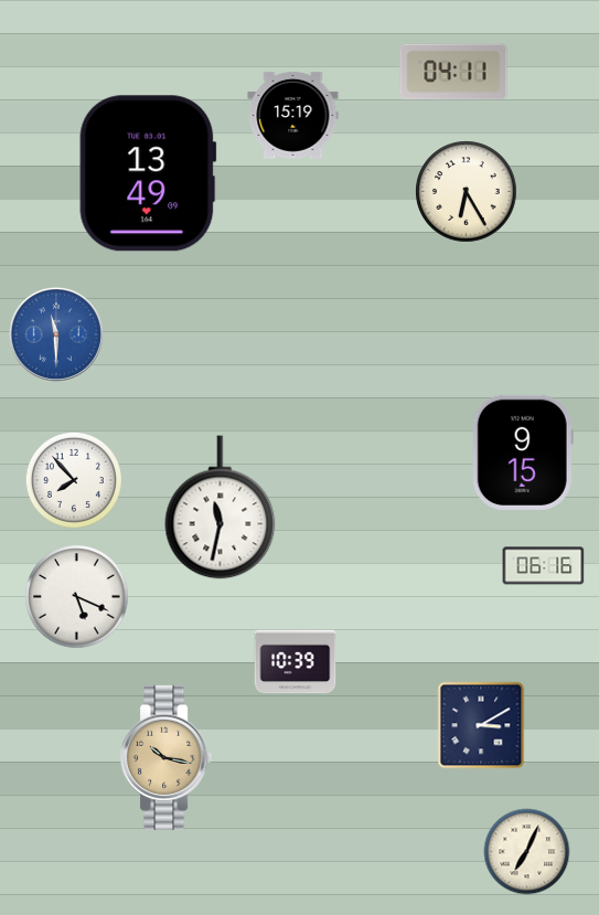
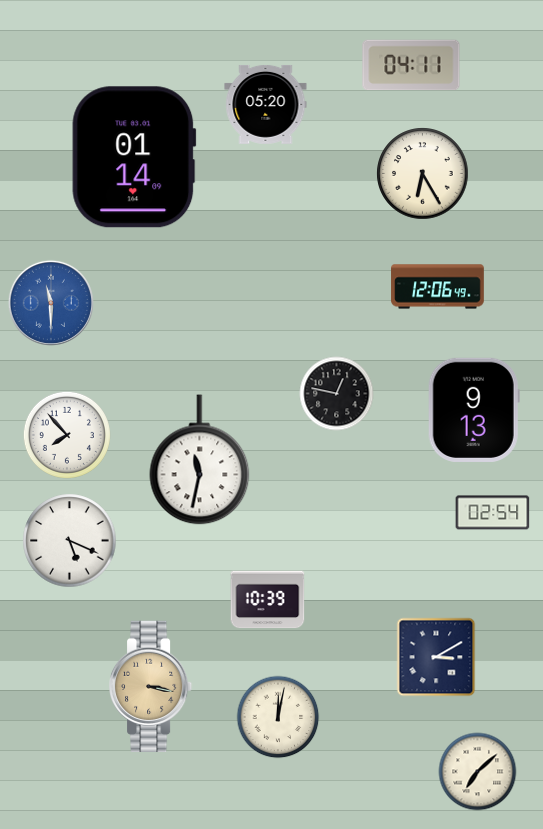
clock at (293, 115): 15:19 -> 05:20
clock at (148, 173): 13:49 -> 01:14
clock at (438, 287): none -> 12:06
clock at (337, 394): none -> 12:47
clock at (523, 453): 9:15 -> 9:13
clock at (544, 566): 06:16 -> 02:54
clock at (167, 758): 10:17 -> 3:17
clock at (278, 717): none -> 12:02
clock at (527, 852): 7:04 -> 7:08
